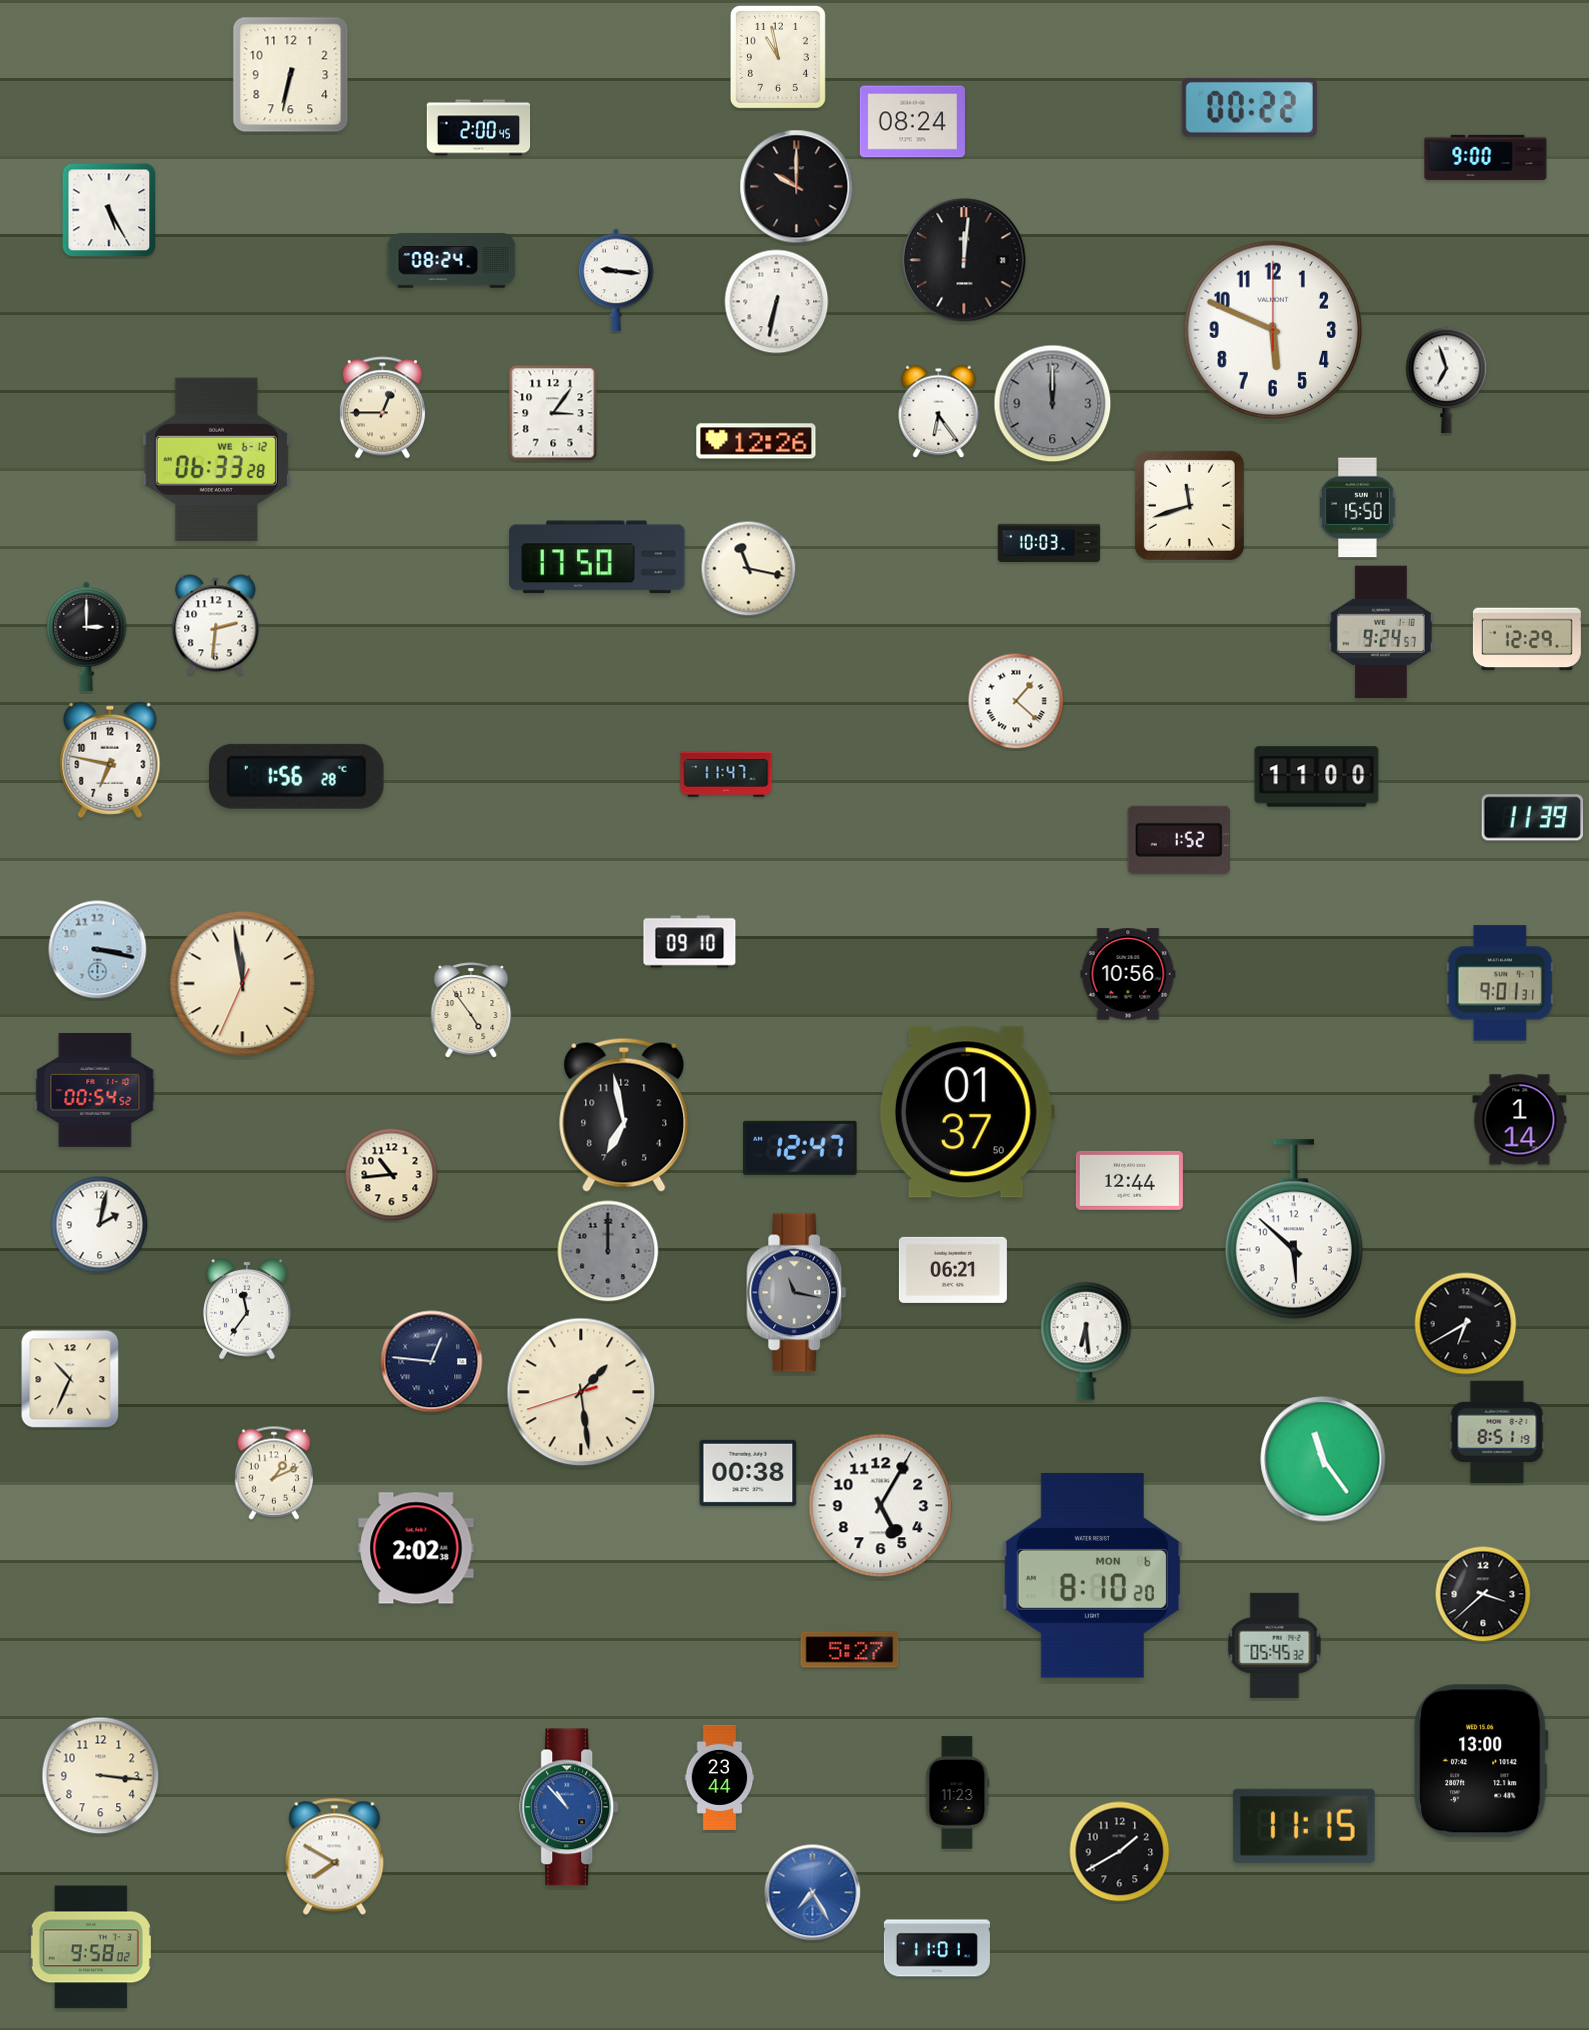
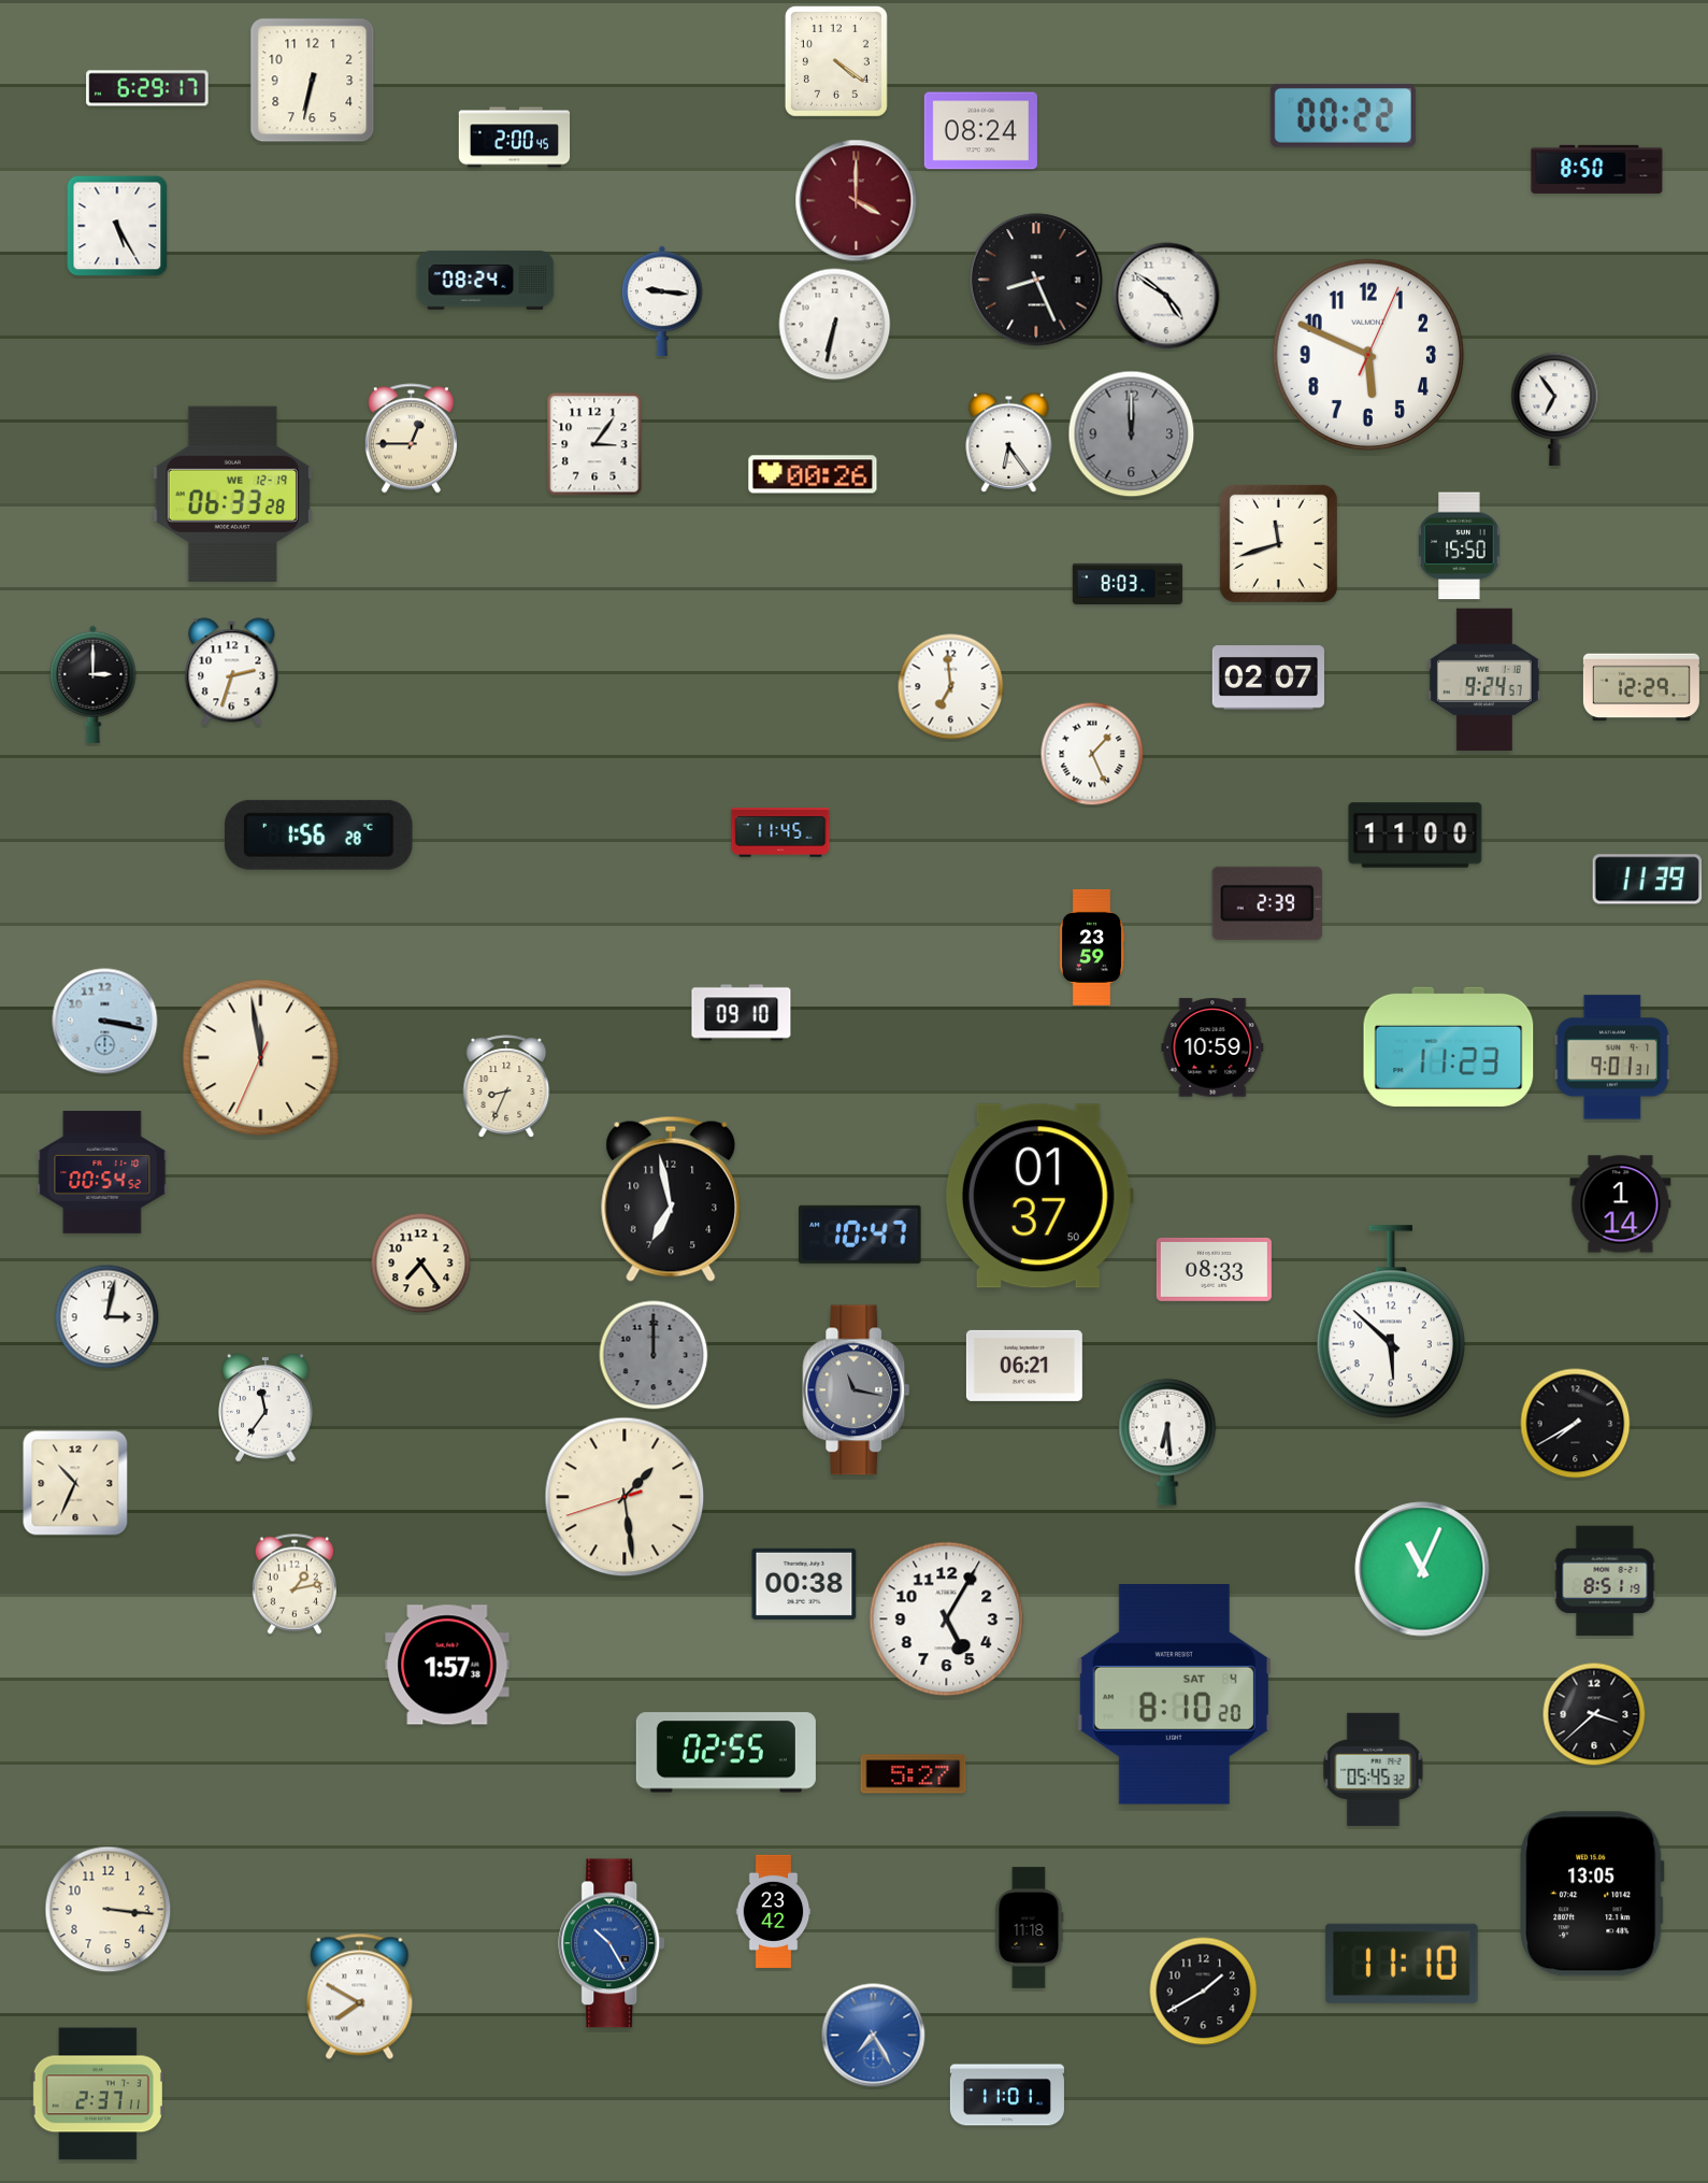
clock at (778, 57): 10:58 -> 4:21
clock at (147, 88): none -> 6:29
clock at (1486, 157): 9:00 -> 8:50
clock at (797, 187): 10:00 -> 4:00
clock at (797, 187) dial: black -> burgundy
clock at (964, 260): 12:01 -> 8:26
clock at (1166, 296): none -> 4:51
clock at (1273, 330): 5:49:00 -> 5:49:04
clock at (1447, 380): 6:57 -> 6:54
clock at (756, 441): 12:26 -> 00:26
clock at (216, 459) date: WE 6-12 -> WE 12-19
clock at (1049, 542): 10:03 -> 8:03
clock at (597, 557): 17:50 -> none
clock at (749, 569): 11:17 -> none
clock at (216, 625): 2:31 -> 2:33
clock at (1267, 677): none -> 02:07
clock at (951, 687): none -> 6:59
clock at (1016, 701): 1:22 -> 1:26
clock at (110, 760): 6:47 -> none
clock at (726, 774): 11:47 -> 11:45
clock at (1179, 840): 1:52 -> 2:39
clock at (1092, 947): none -> 23:59
clock at (1449, 1046): none -> 11:23
clock at (1128, 974): 10:56 -> 10:59
clock at (471, 1010): 4:54 -> 8:34
clock at (1520, 1120) position: (1520, 1120) -> (1621, 1204)
clock at (800, 1148): 12:47 -> 10:47
clock at (392, 1175): 10:44 -> 7:24
clock at (1129, 1180): 12:44 -> 08:33
clock at (100, 1225): 2:02 -> 3:02
clock at (608, 1251) position: (608, 1251) -> (654, 1355)
clock at (1466, 1324): 6:40 -> 7:40
clock at (432, 1362): 12:46 -> none
clock at (1497, 1432) position: (1497, 1432) -> (1605, 1581)
clock at (1323, 1459): 11:24 -> 11:04
clock at (273, 1473): 1:11 -> 1:13
clock at (416, 1548): 2:02 -> 1:57
clock at (1092, 1576) date: MON 6 -> SAT 4
clock at (726, 1753): none -> 02:55
clock at (1275, 1645) position: (1275, 1645) -> (1374, 1769)
clock at (1481, 1761): 13:00 -> 13:05
clock at (720, 1777): 23:44 -> 23:42
clock at (958, 1793): 11:23 -> 11:18
clock at (570, 1807): 10:53 -> 10:25
clock at (1304, 1826): 11:15 -> 11:10
clock at (91, 1947): 9:58 -> 2:37
